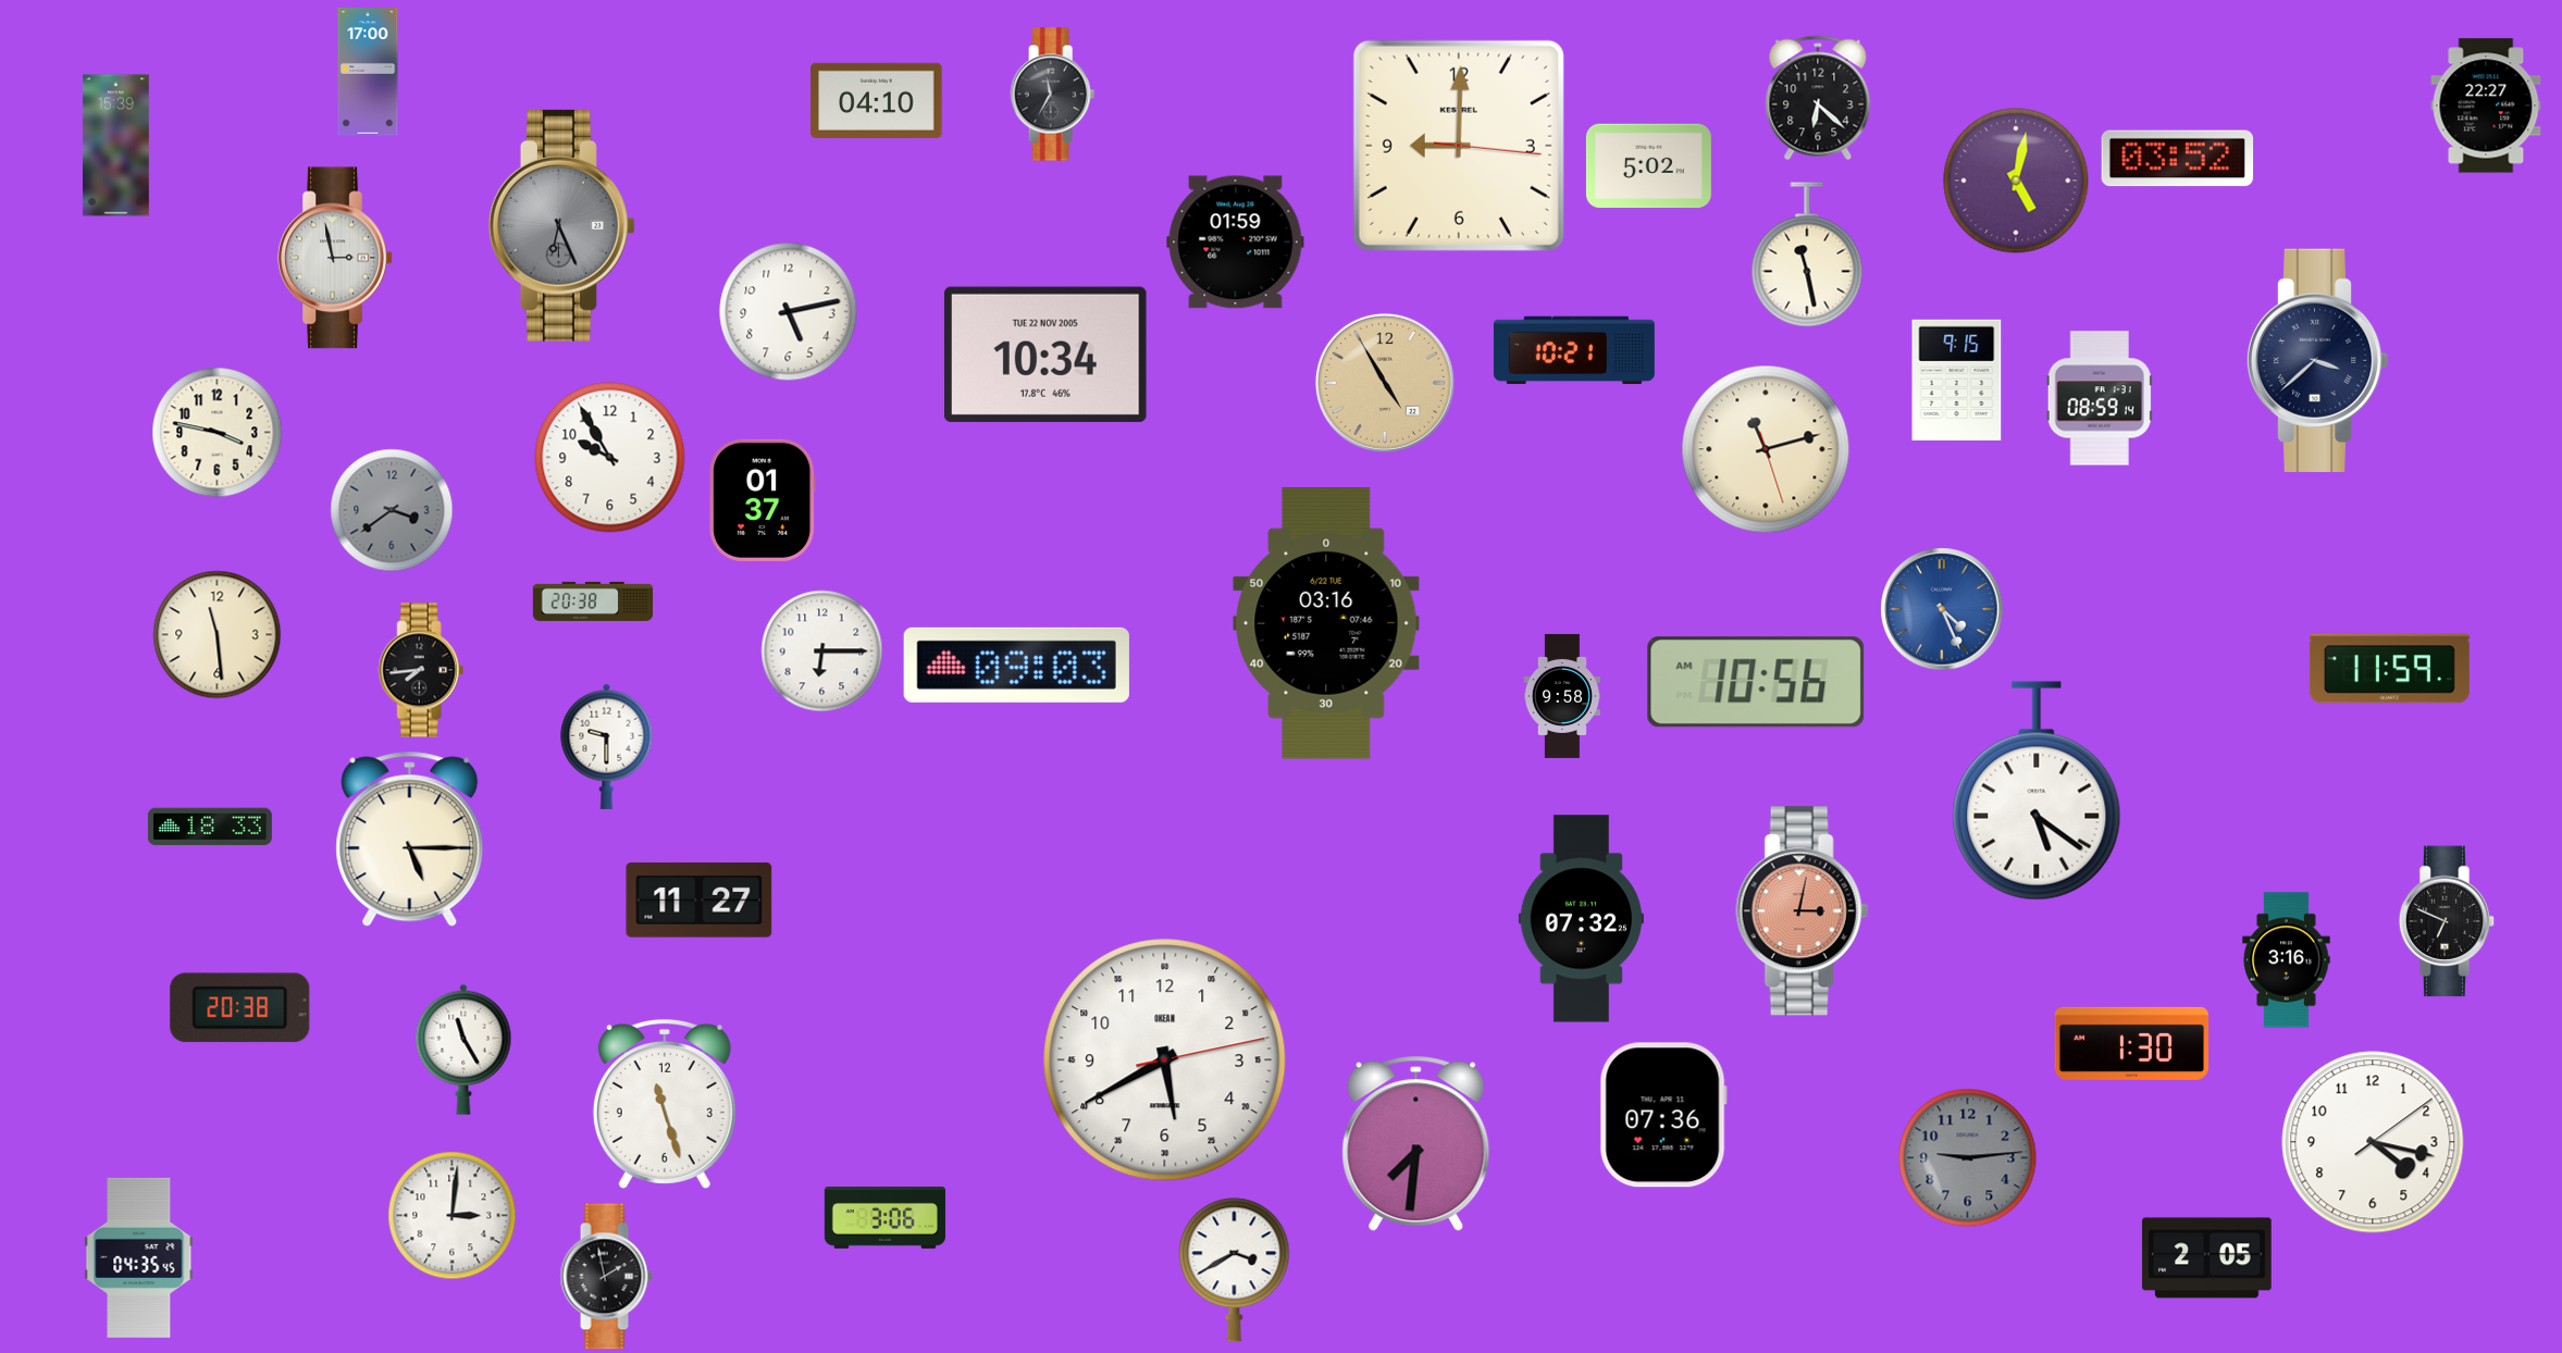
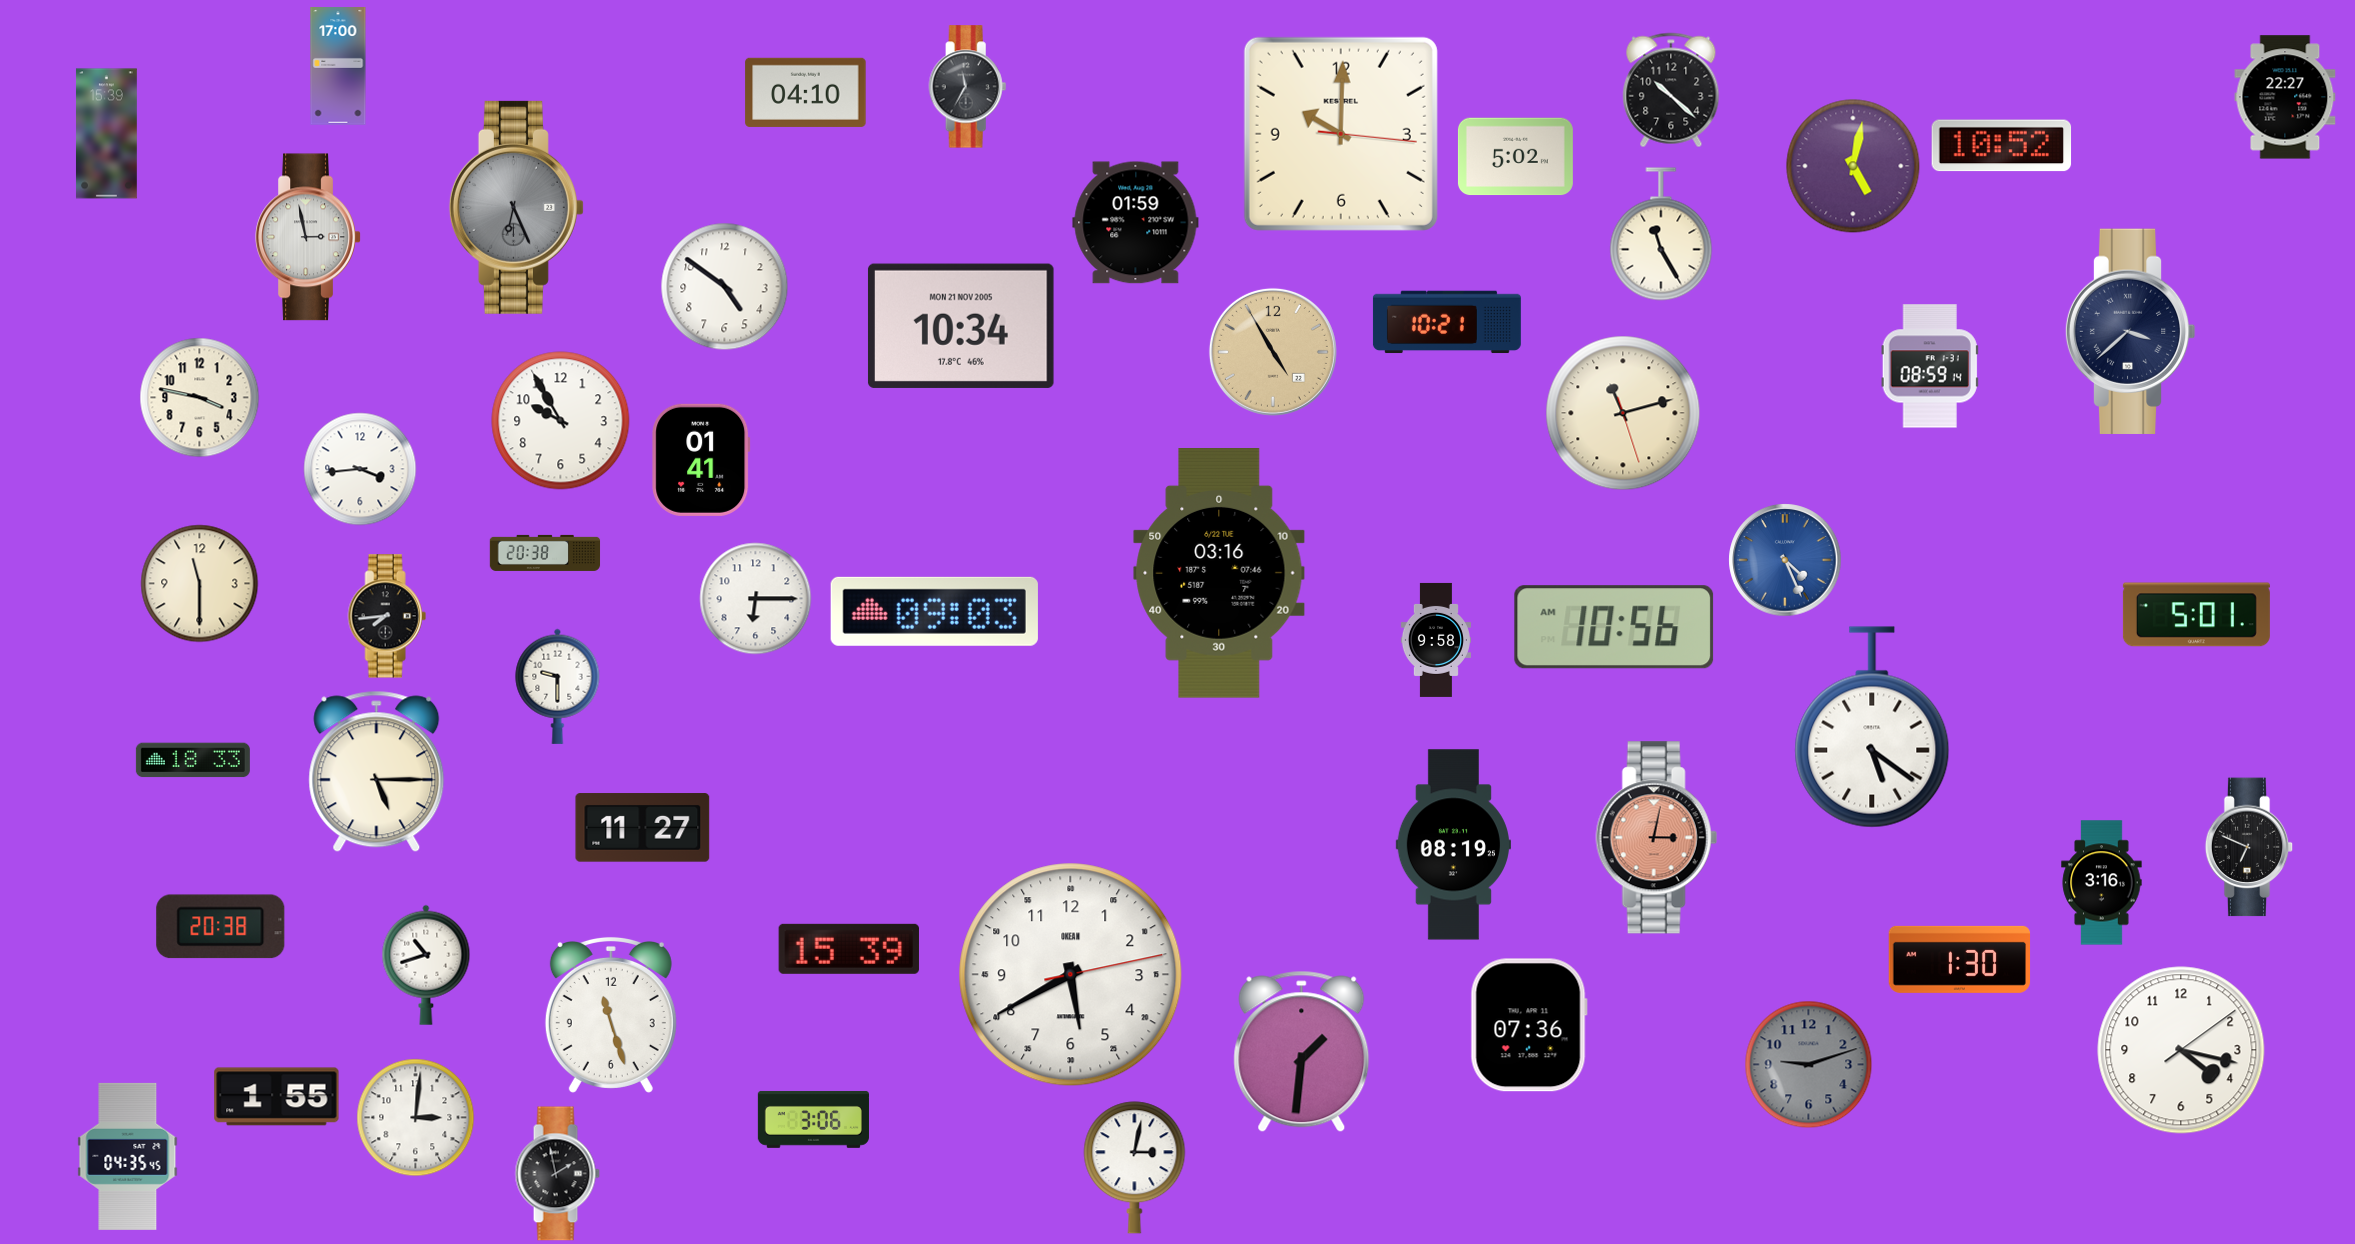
clock at (1818, 98): 6:22 -> 10:22
clock at (1459, 146): 9:00 -> 10:00
clock at (2178, 159): 03:52 -> 10:52
clock at (1648, 166) position: (1648, 166) -> (1515, 157)
clock at (1807, 255): 11:28 -> 11:25
clock at (789, 312): 5:13 -> 4:51
clock at (1045, 355) date: TUE 22 NOV 2005 -> MON 21 NOV 2005
clock at (1957, 380): 9:15 -> none
clock at (763, 500): 01:37 -> 01:41
clock at (392, 510): 3:39 -> 3:44
clock at (392, 510) dial: grey -> white
clock at (218, 635): 11:29 -> 11:30
clock at (2389, 669): 11:59 -> 5:01
clock at (1581, 919): 07:32 -> 08:19
clock at (849, 949): none -> 15:39
clock at (463, 1050): 11:25 -> 10:42
clock at (1416, 1144): 7:31 -> 1:31
clock at (1968, 1158): 9:14 -> 9:12
clock at (277, 1097): none -> 1:55
clock at (2207, 1258): 2:05 -> none
clock at (1235, 1270): 3:40 -> 3:02
